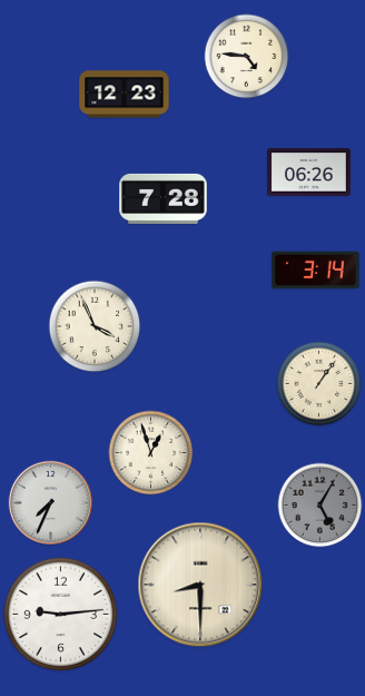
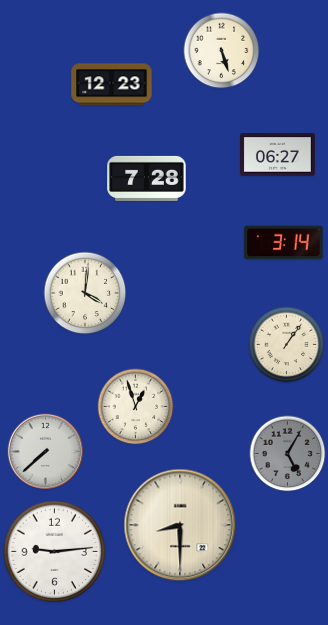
clock at (247, 57): 4:46 -> 5:27
clock at (309, 173): 06:26 -> 06:27
clock at (95, 326): 3:56 -> 4:01
clock at (50, 502): 7:34 -> 7:38
